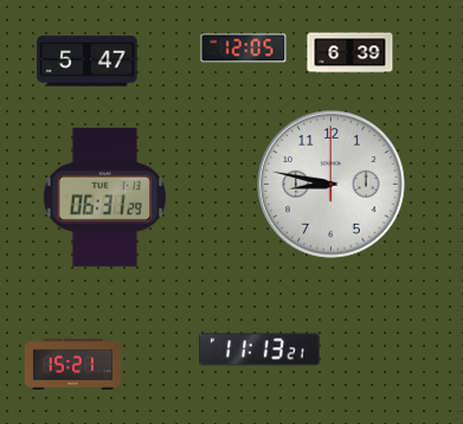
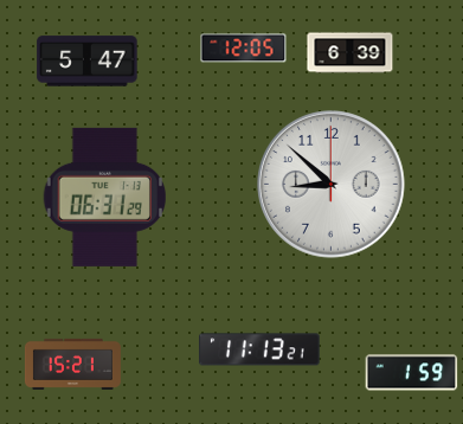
clock at (332, 185): 8:47 -> 8:52
clock at (412, 373): none -> 1:59
